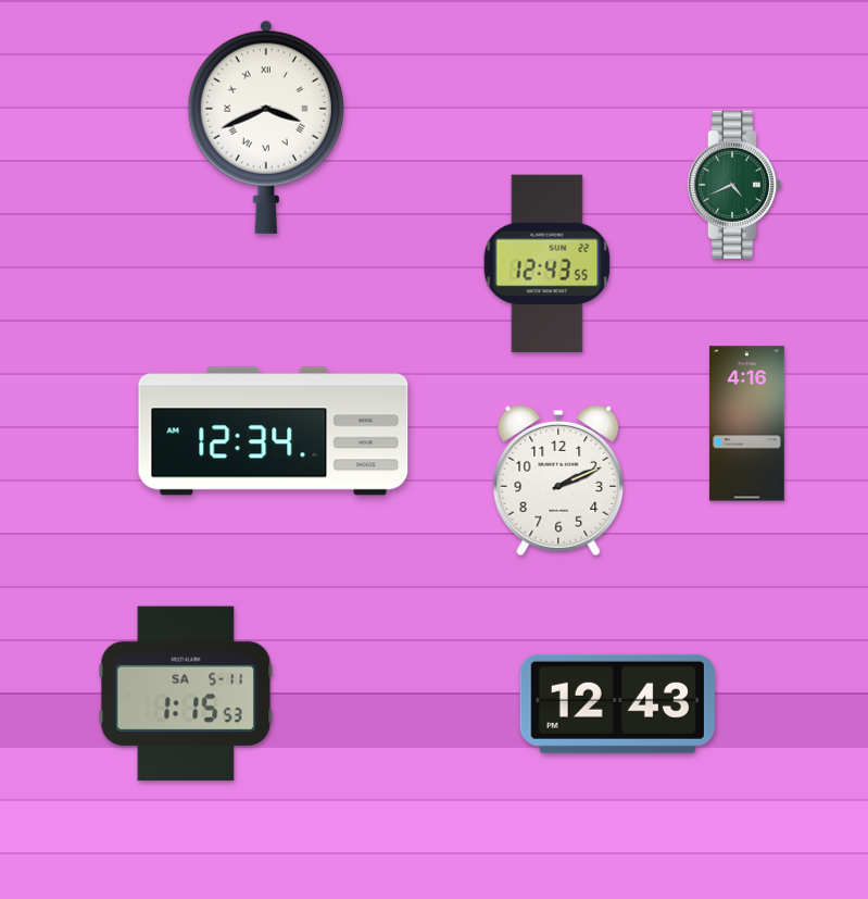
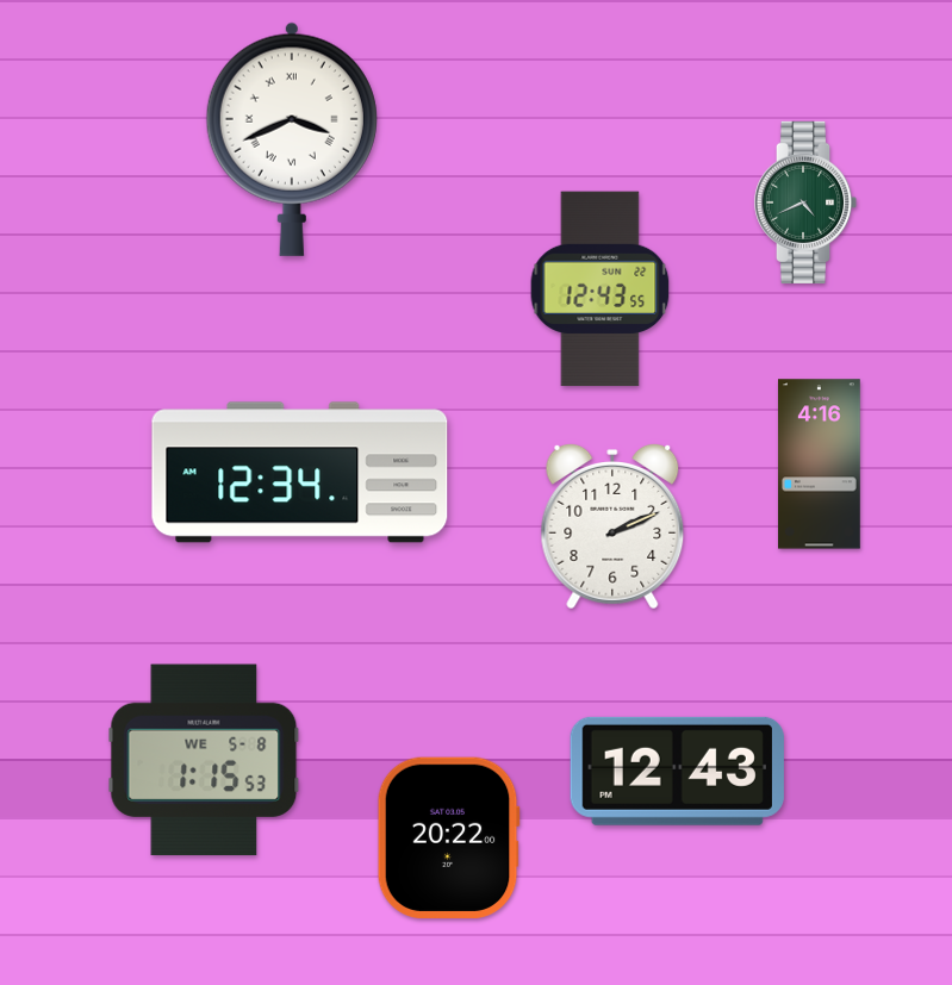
clock at (186, 694) date: SA 5-11 -> WE 5-8
clock at (448, 837): none -> 20:22
